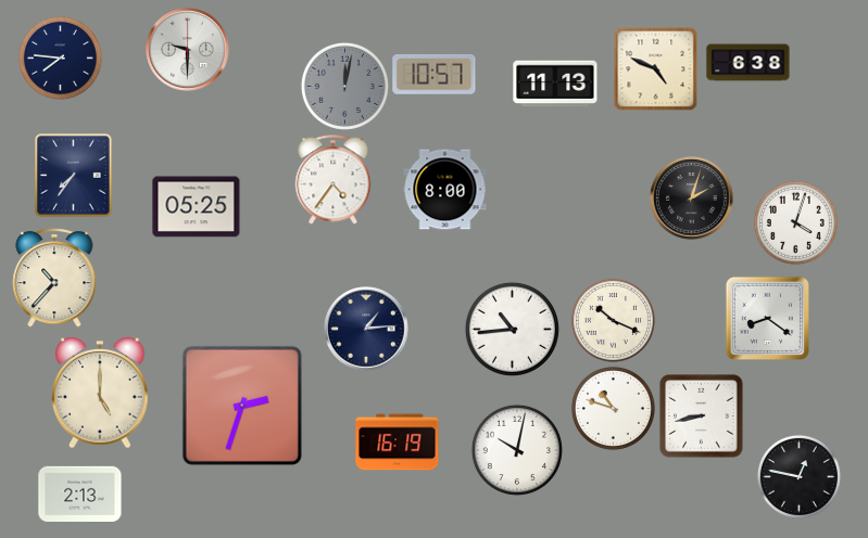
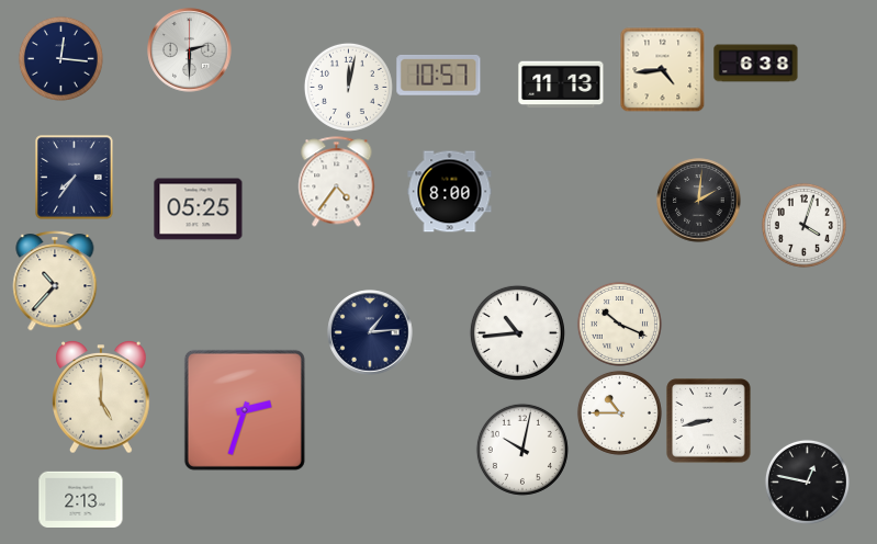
clock at (188, 50): 9:30 -> 2:30
clock at (60, 57): 7:46 -> 12:16
clock at (655, 68): 4:49 -> 4:44
clock at (344, 86) dial: grey -> white
clock at (692, 198): 2:03 -> 2:01
clock at (767, 318): 8:21 -> none
clock at (613, 408): 10:48 -> 10:45
clock at (398, 443): 16:19 -> none
clock at (517, 450) position: (517, 450) -> (522, 450)
